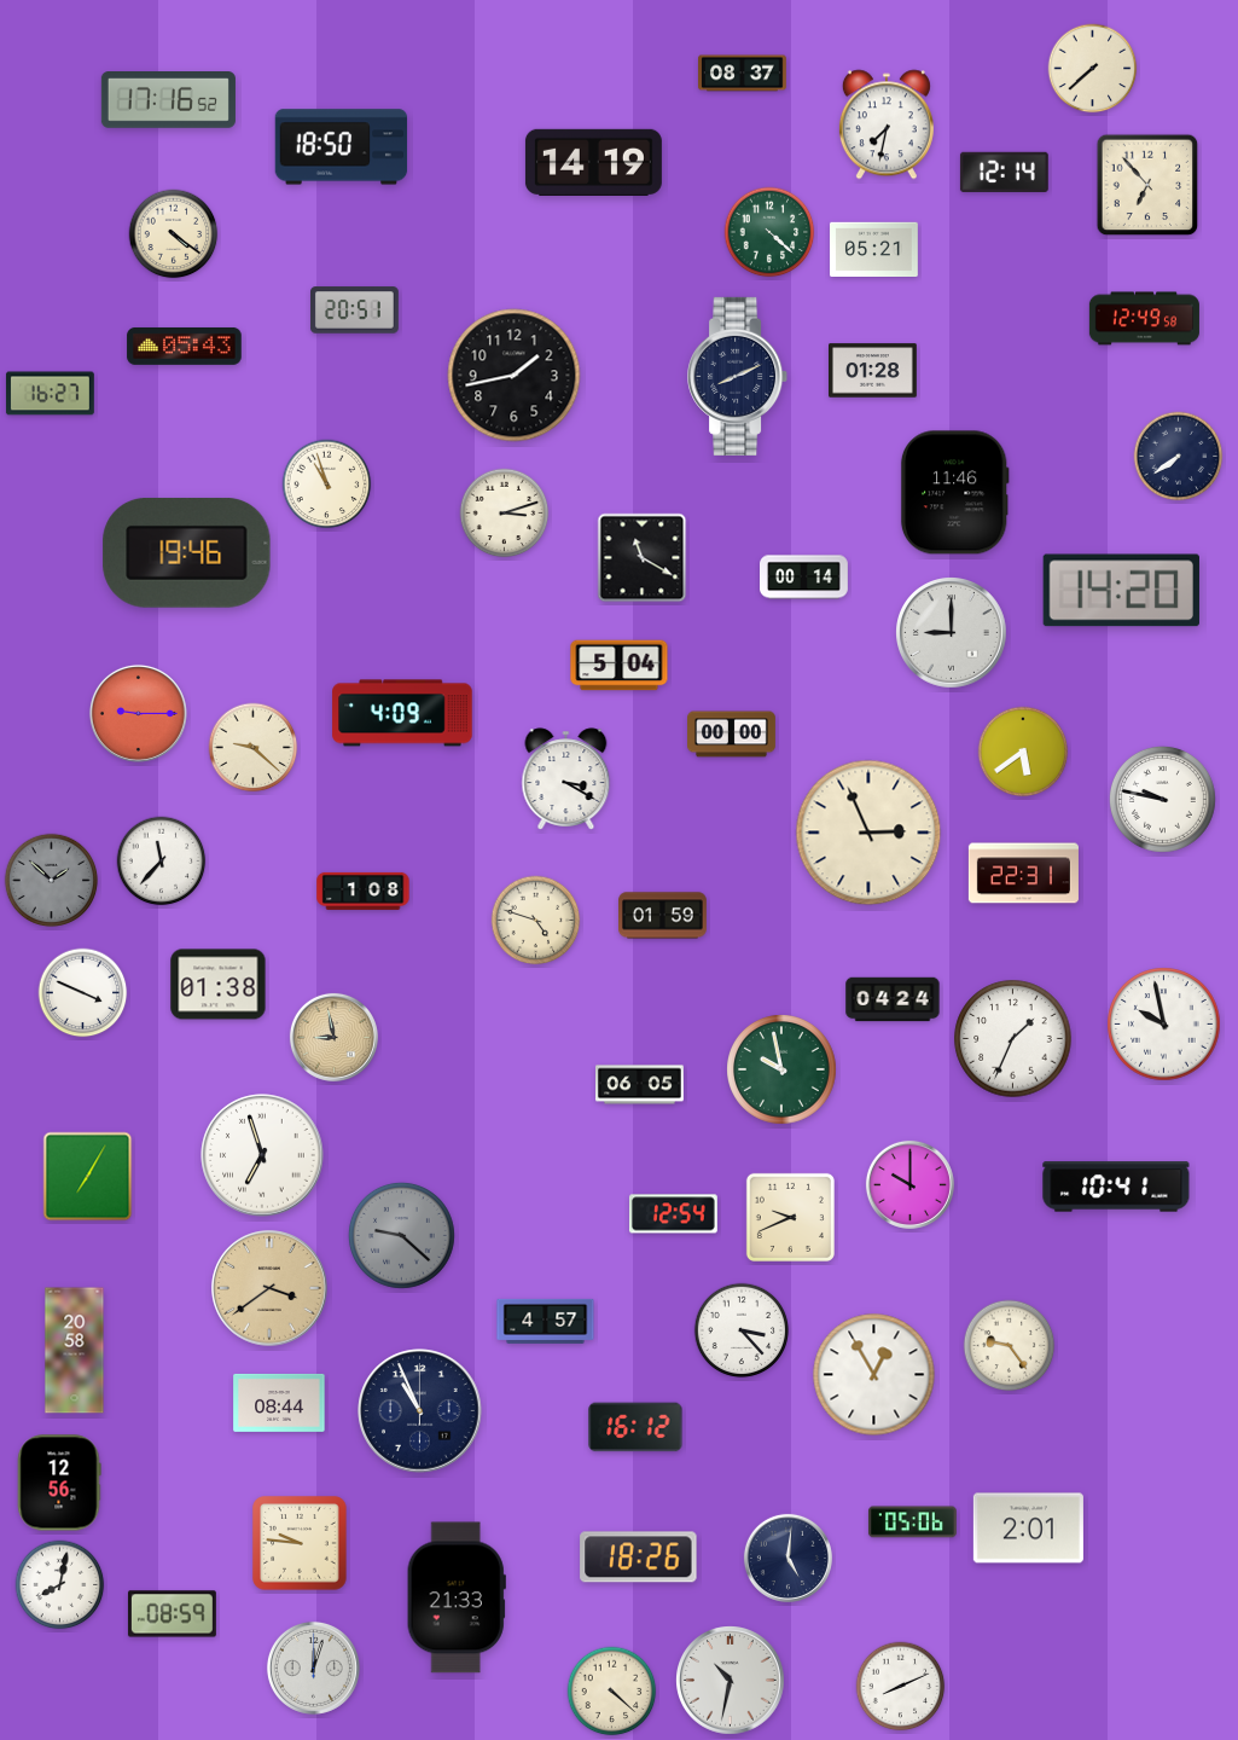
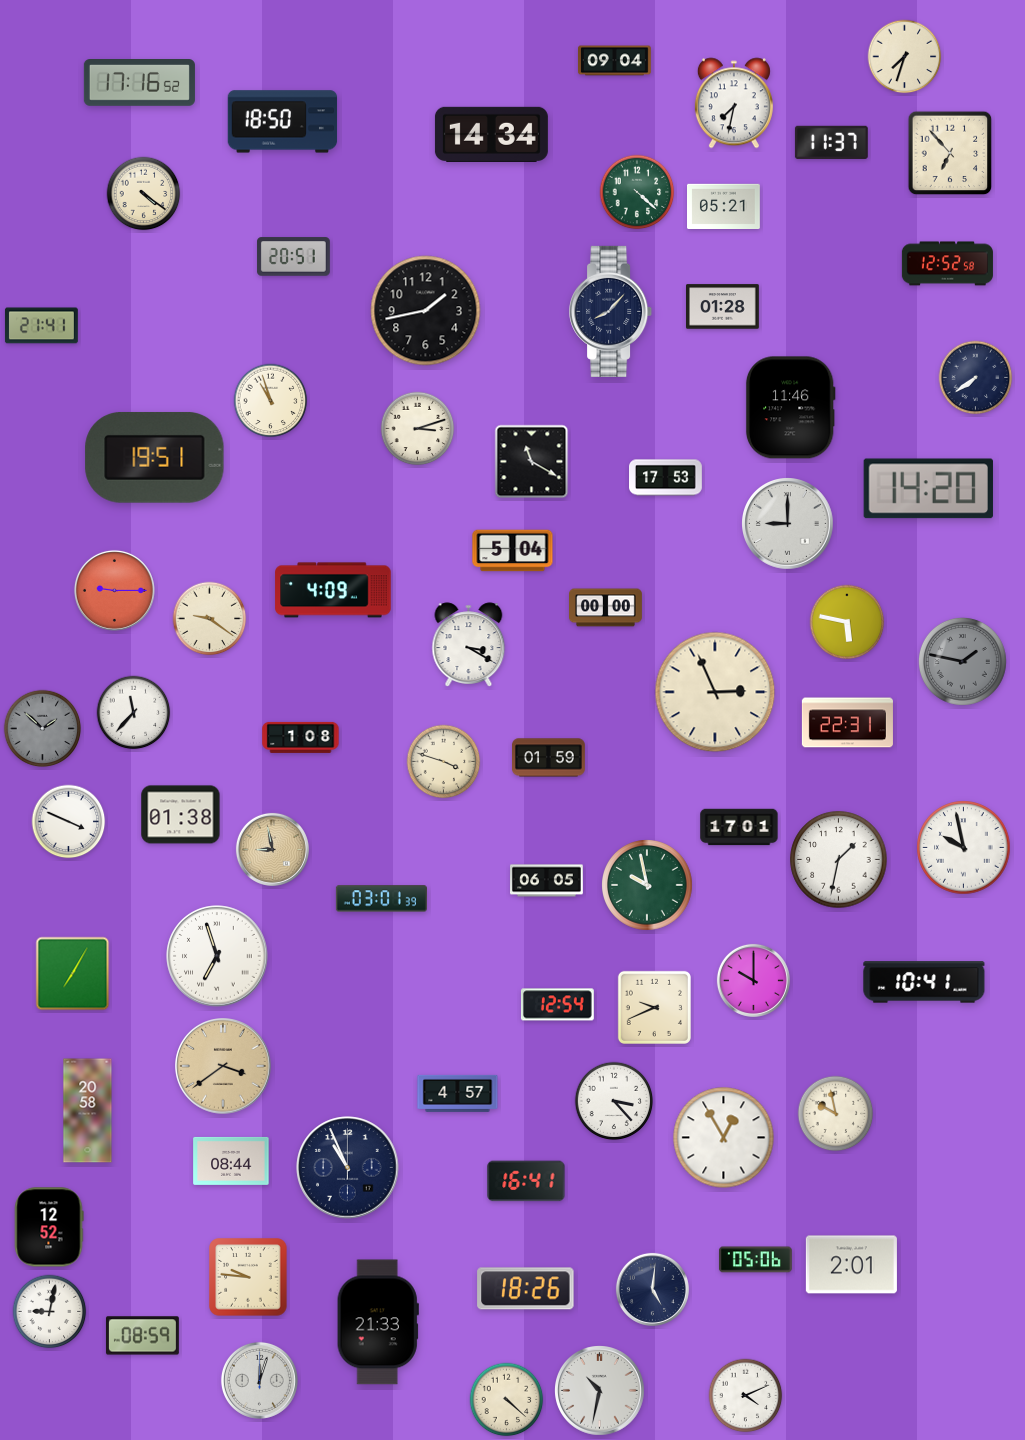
clock at (1093, 69): 7:38 -> 7:33
clock at (743, 74): 08:37 -> 09:04
clock at (593, 162): 14:19 -> 14:34
clock at (1004, 172): 12:14 -> 11:37
clock at (1144, 319): 12:49 -> 12:52
clock at (185, 346): 05:43 -> none
clock at (738, 376): 8:11 -> 8:07
clock at (50, 394): 16:27 -> 21:41
clock at (505, 514) position: (505, 514) -> (418, 429)
clock at (187, 552): 19:46 -> 19:51
clock at (804, 578): 00:14 -> 17:53
clock at (254, 748): 9:22 -> 9:21
clock at (1023, 752): 5:39 -> 5:47
clock at (1162, 799): 9:47 -> 1:47
clock at (1162, 799) dial: white -> grey
clock at (868, 833) position: (868, 833) -> (715, 692)
clock at (536, 921): 4:48 -> 3:48
clock at (893, 999): 04:24 -> 17:01
clock at (333, 1037) position: (333, 1037) -> (272, 849)
clock at (1013, 1039): 1:34 -> 1:32
clock at (640, 1085) position: (640, 1085) -> (547, 881)
clock at (381, 899): none -> 03:01
clock at (401, 1235): 9:22 -> none
clock at (546, 1321) position: (546, 1321) -> (458, 1093)
clock at (1010, 1346): 9:24 -> 9:58
clock at (75, 1351) position: (75, 1351) -> (88, 1111)
clock at (635, 1427): 16:12 -> 16:41
clock at (59, 1483): 12:56 -> 12:52
clock at (639, 1558) position: (639, 1558) -> (526, 1289)
clock at (60, 1585): 8:02 -> 9:02
clock at (731, 1681) position: (731, 1681) -> (600, 1391)
clock at (901, 1687): 8:11 -> 4:11
